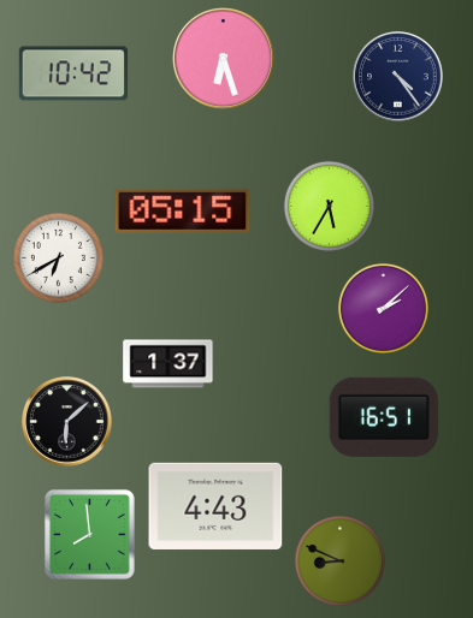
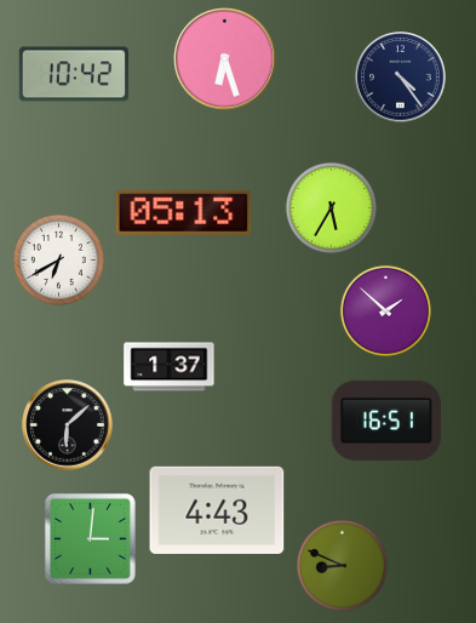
clock at (183, 210): 05:15 -> 05:13
clock at (383, 308): 2:08 -> 1:52
clock at (89, 534): 7:59 -> 3:01
